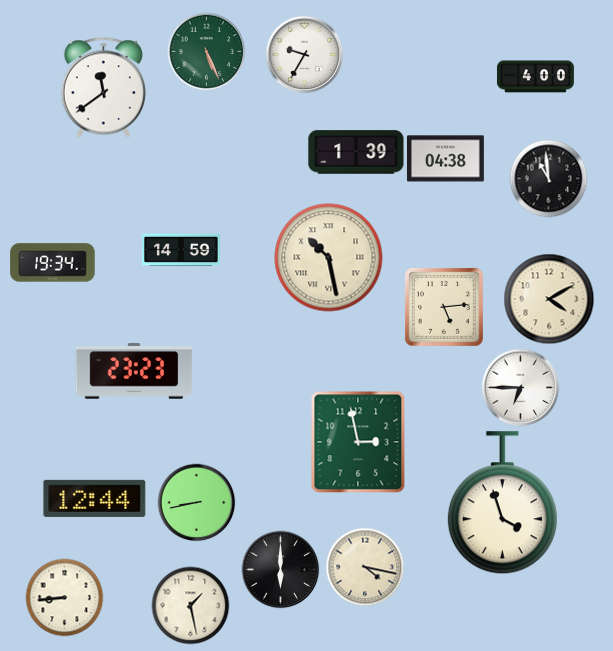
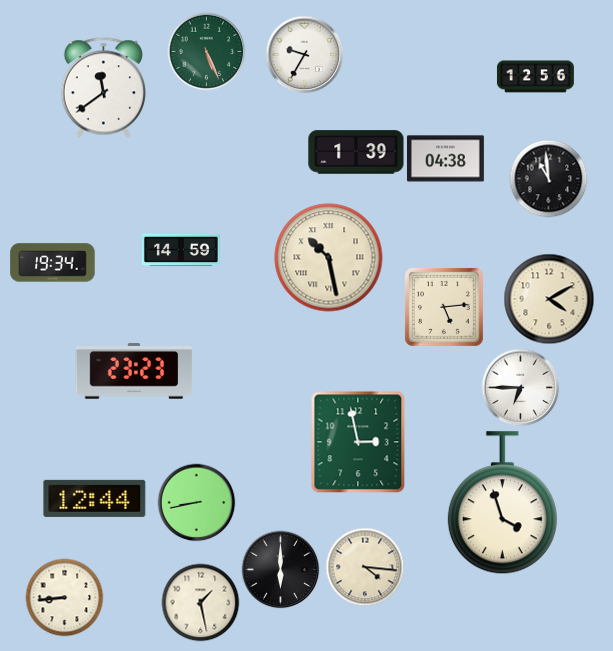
clock at (535, 77): 4:00 -> 12:56
clock at (365, 567): 4:17 -> 4:16
clock at (190, 605) position: (190, 605) -> (200, 602)
